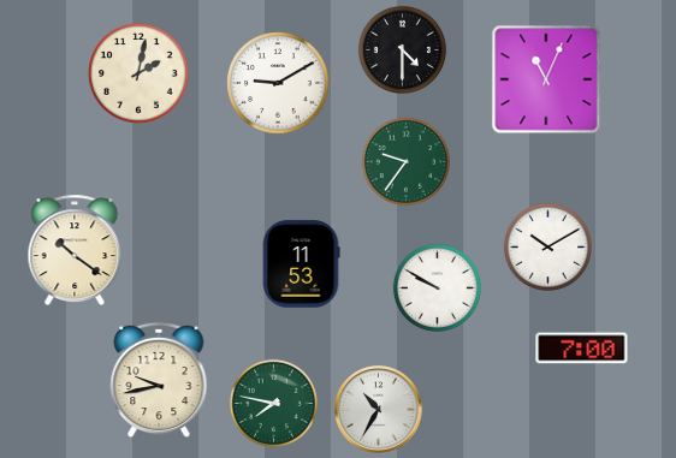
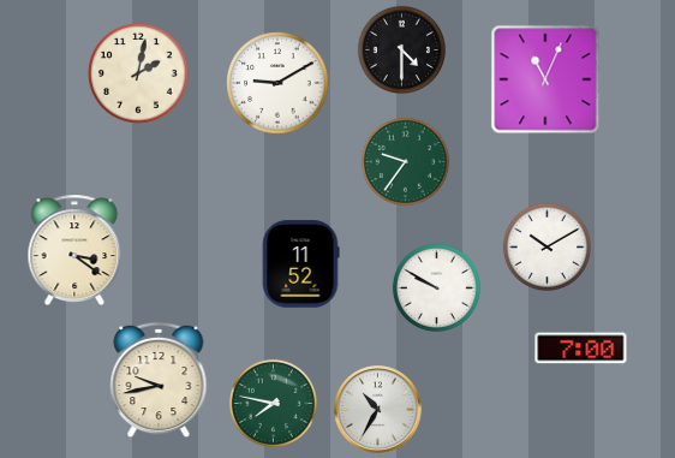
clock at (75, 249): 10:21 -> 3:21
clock at (301, 264): 11:53 -> 11:52
